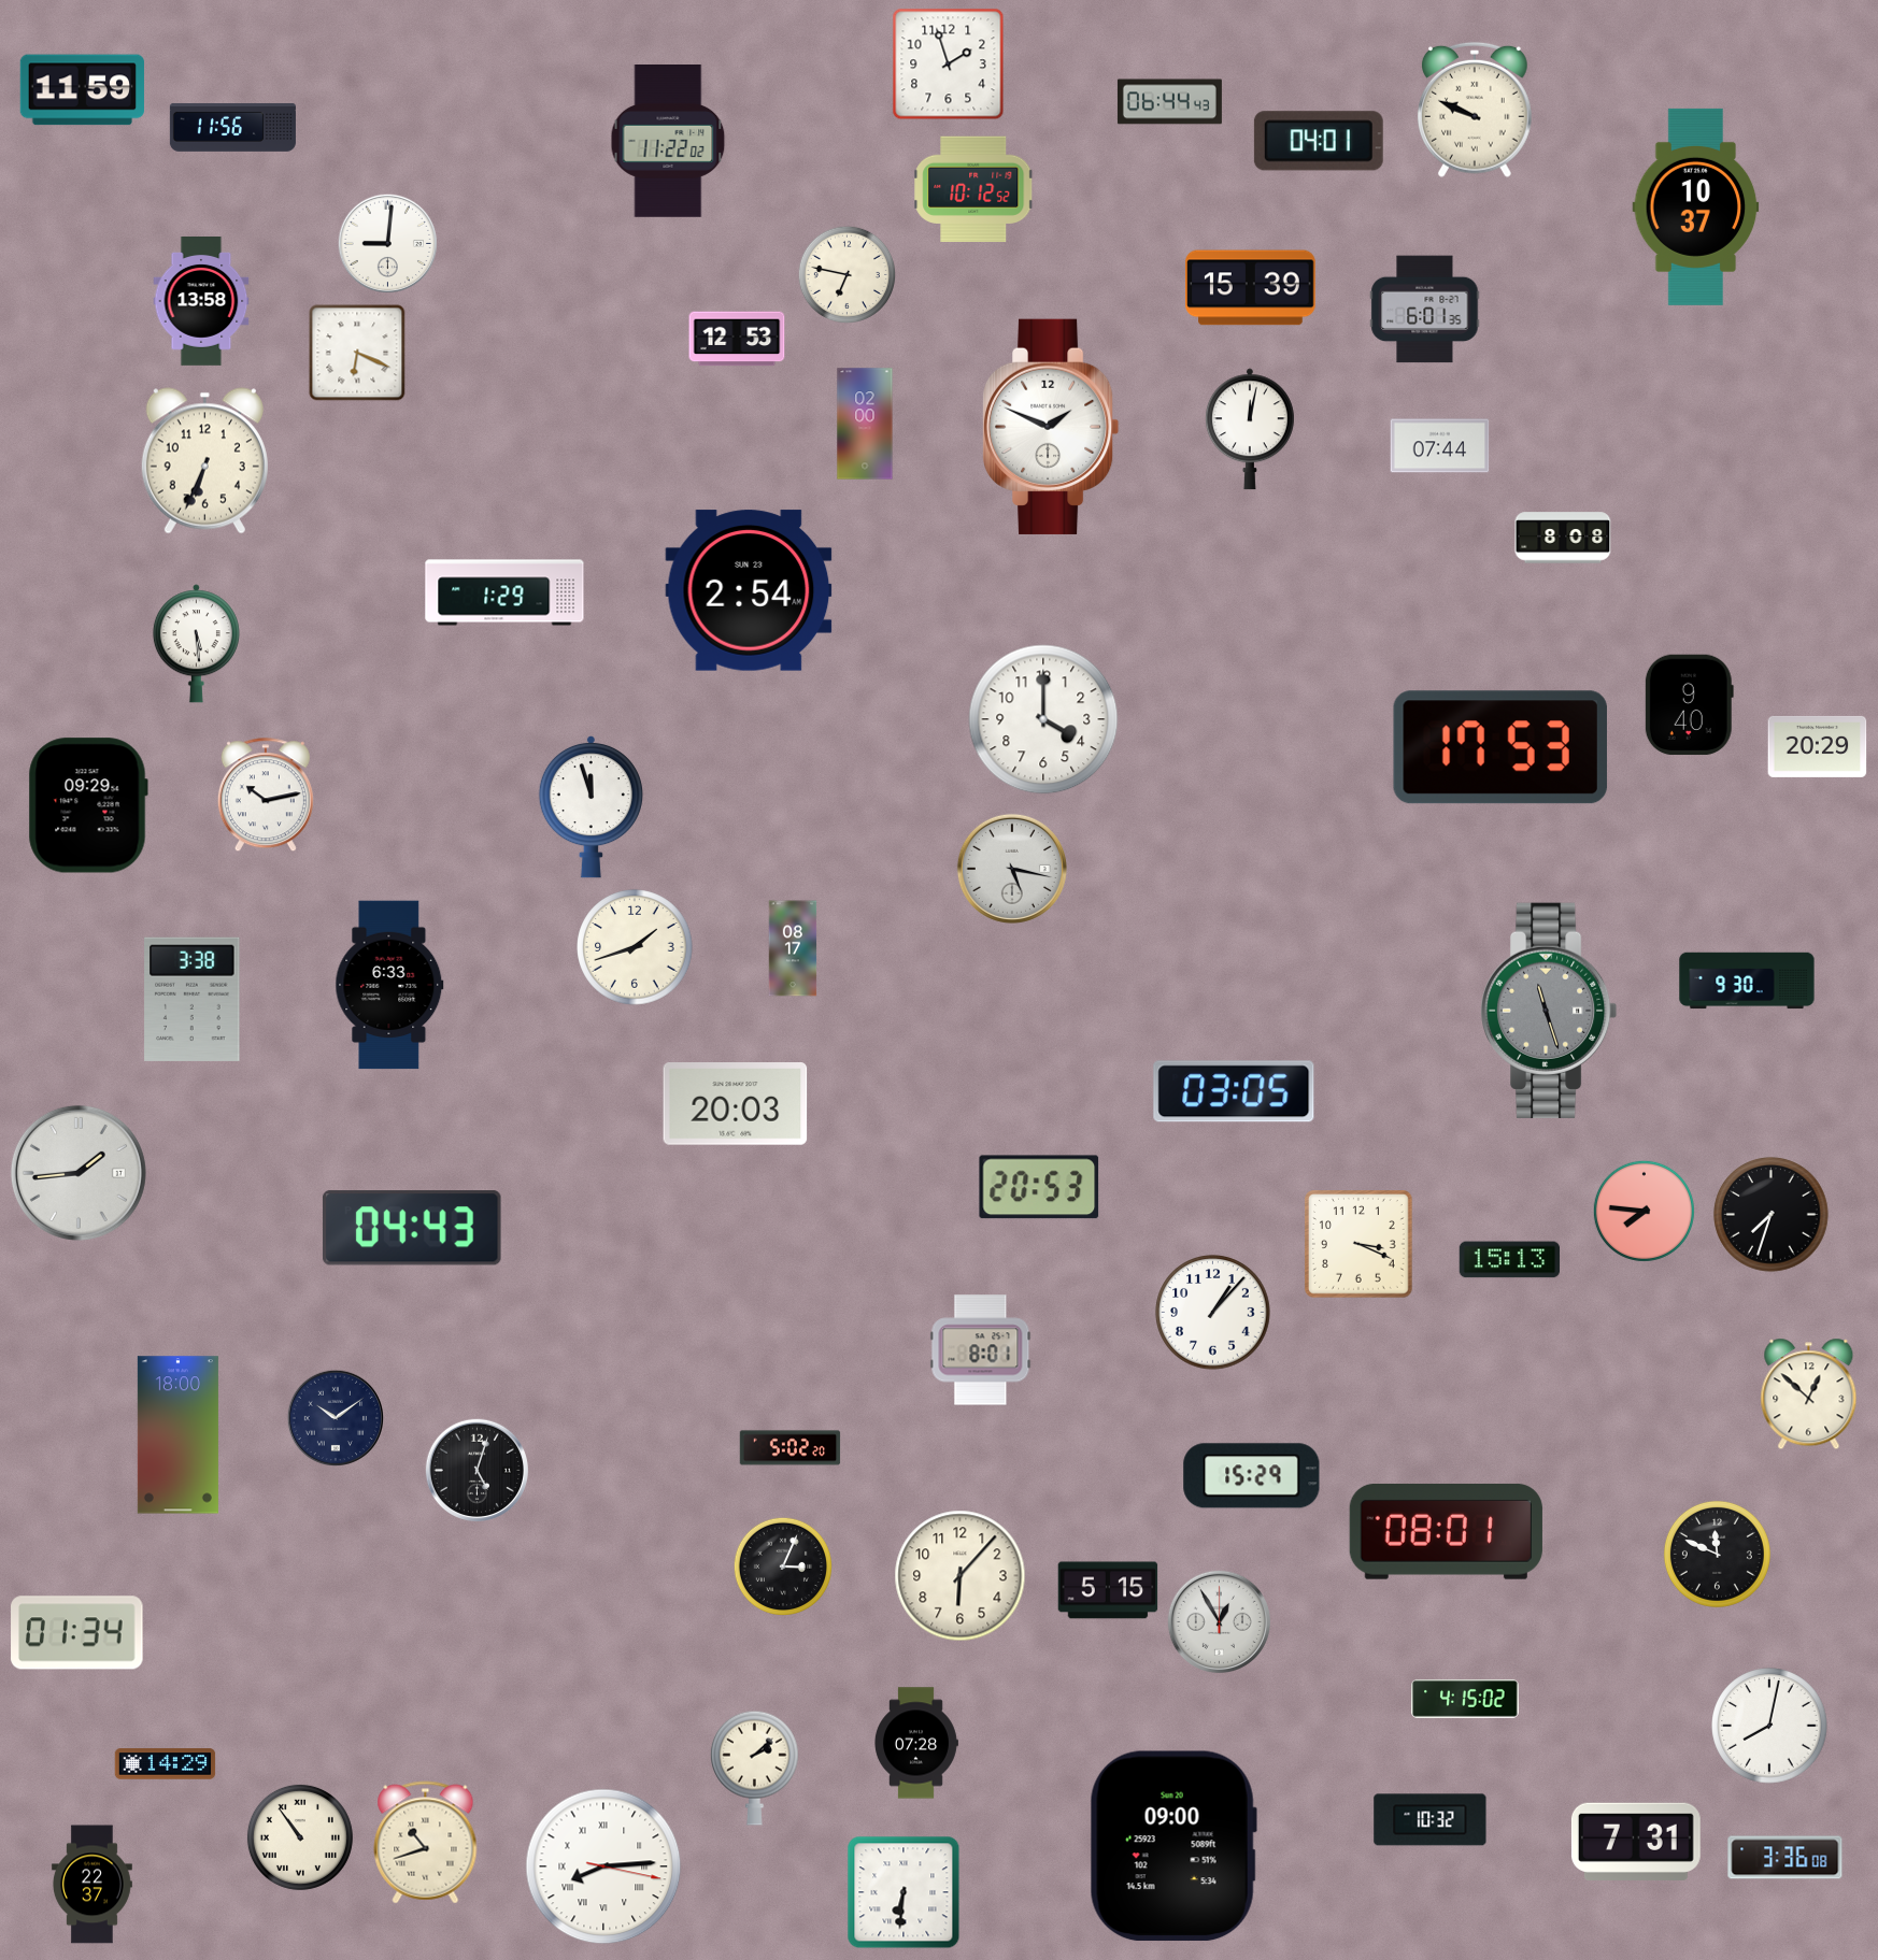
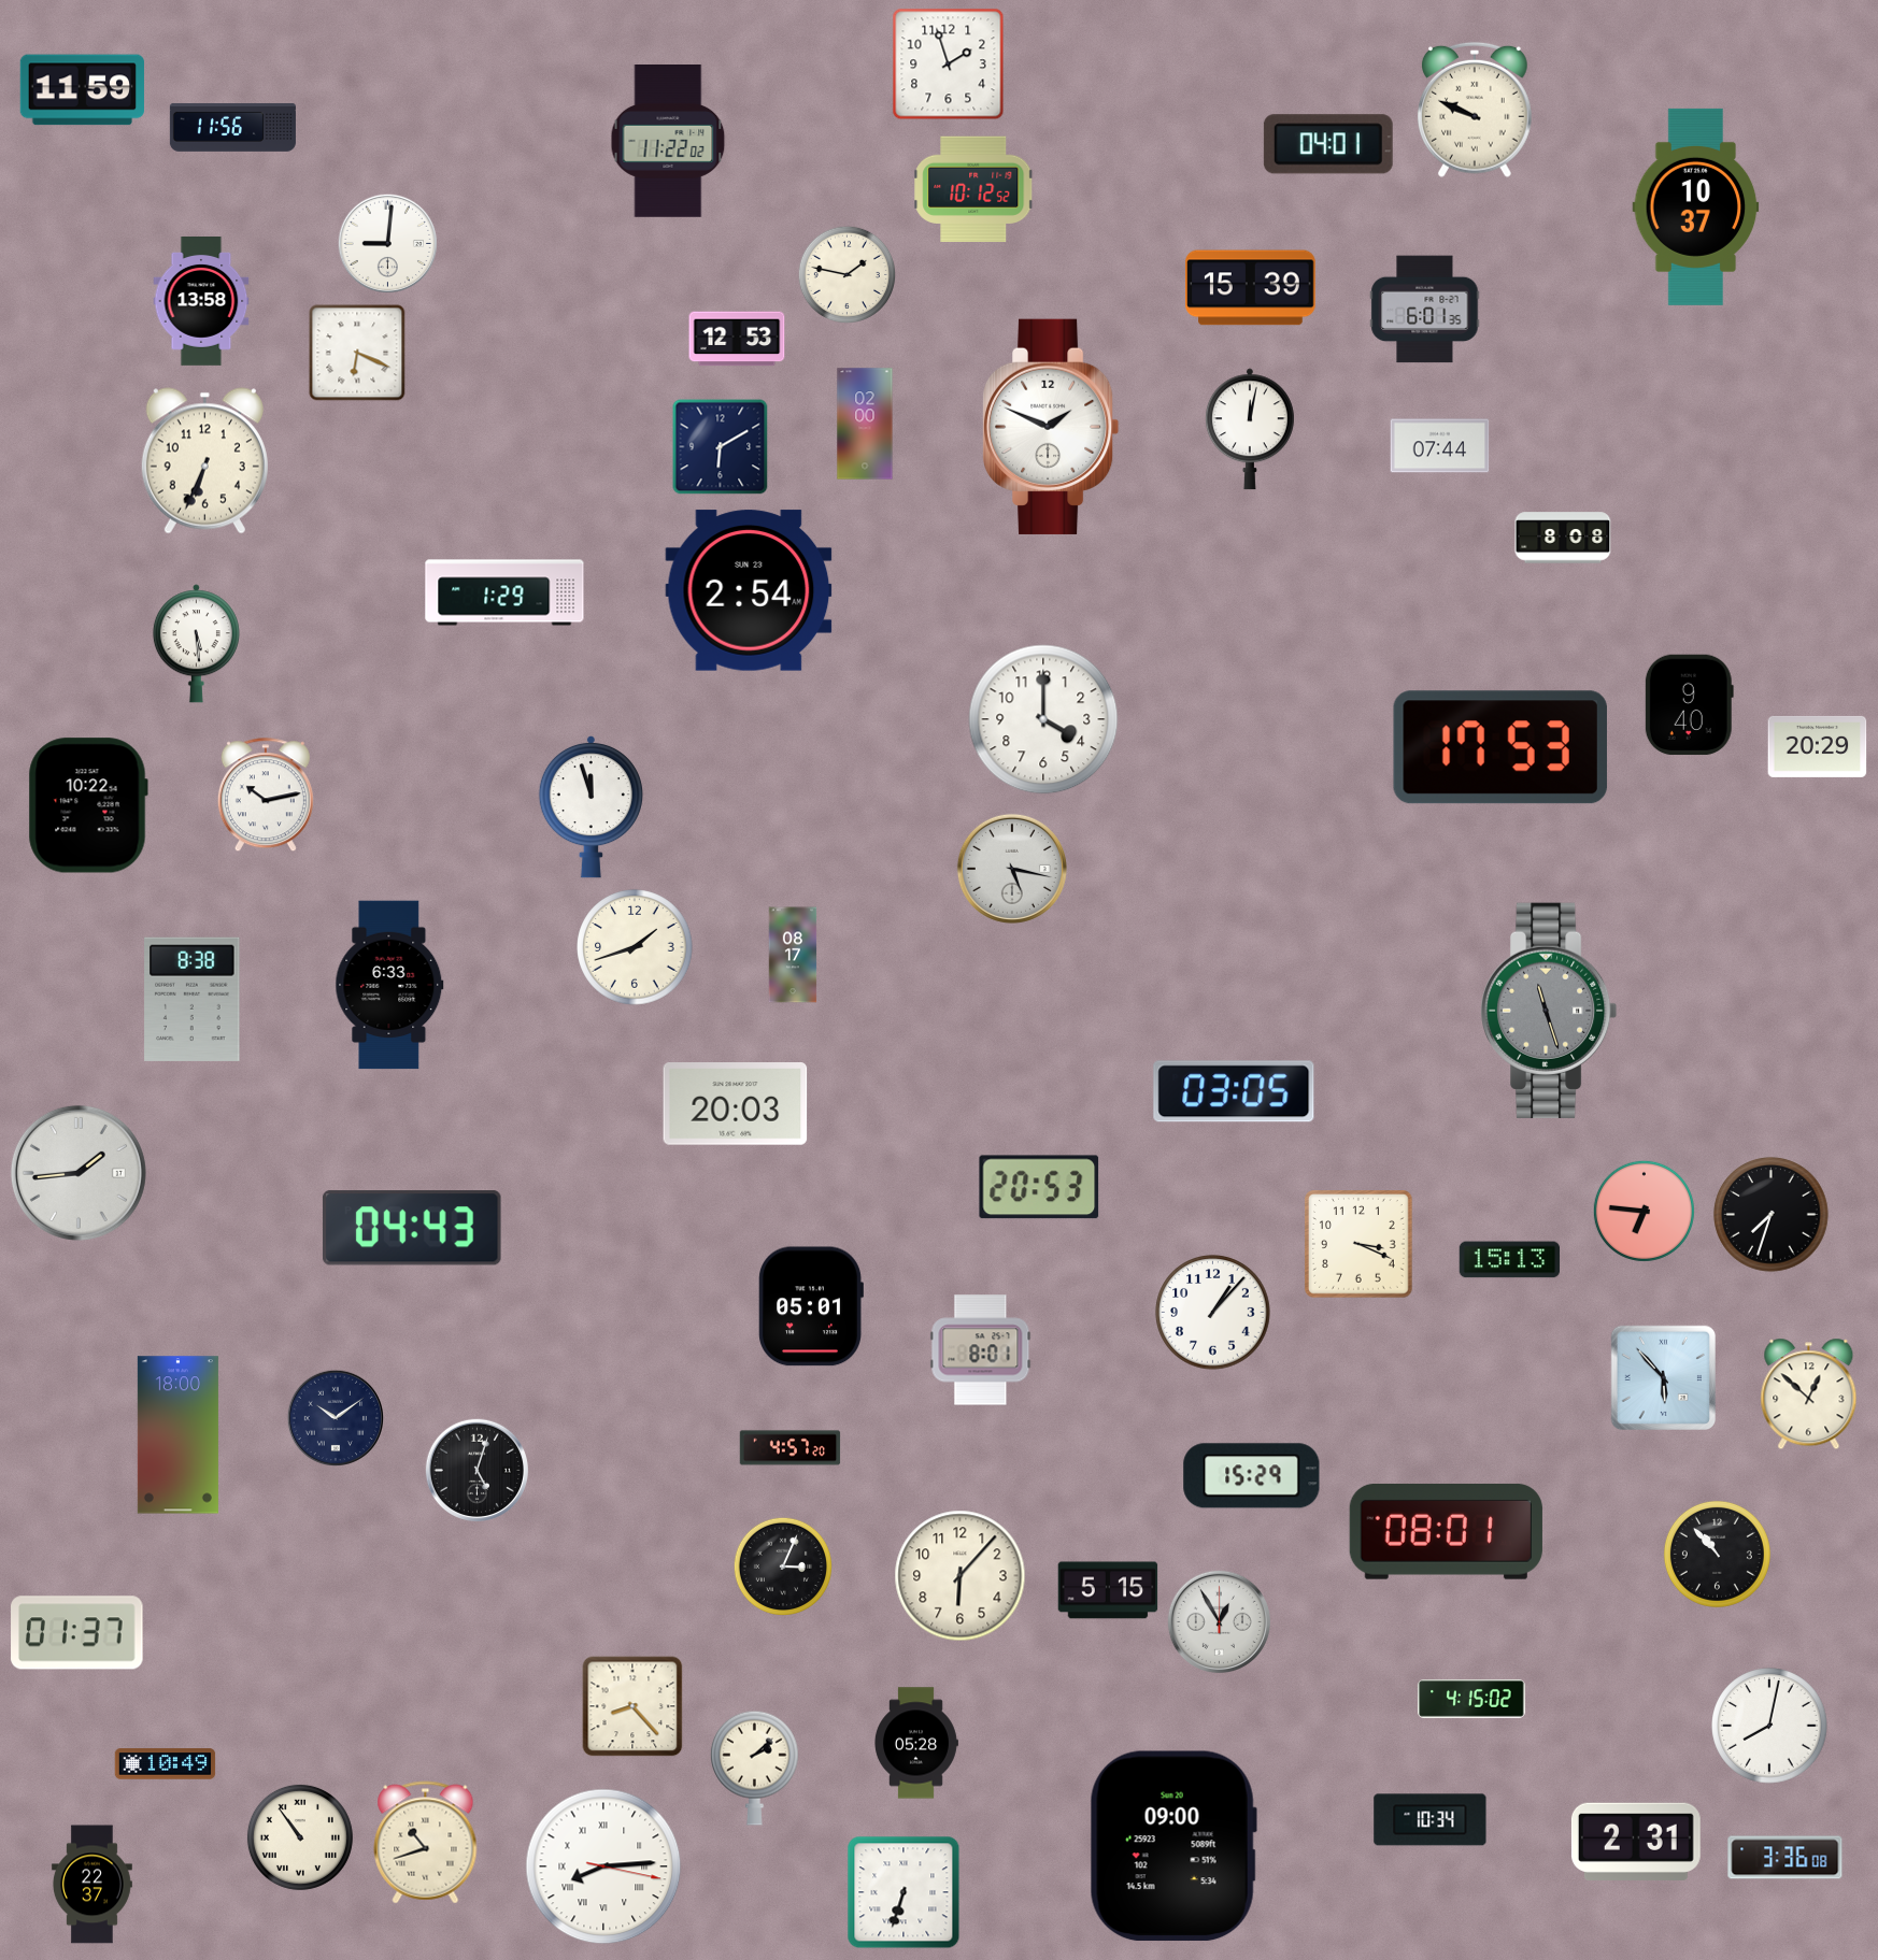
clock at (1169, 102): 06:44 -> none
clock at (1319, 141) position: (1319, 141) -> (1328, 144)
clock at (846, 274): 6:47 -> 1:47
clock at (721, 447): none -> 6:10
clock at (88, 805): 09:29 -> 10:22
clock at (793, 948) position: (793, 948) -> (793, 955)
clock at (1747, 981): 9:30 -> none
clock at (193, 999): 3:38 -> 8:38
clock at (1644, 1211): 7:46 -> 6:46
clock at (811, 1306): none -> 05:01
clock at (1663, 1377): none -> 5:53
clock at (791, 1448): 5:02 -> 4:57
clock at (1717, 1554): 11:49 -> 10:53
clock at (77, 1633): 01:34 -> 01:37
clock at (1465, 1699) position: (1465, 1699) -> (1471, 1699)
clock at (632, 1706): none -> 8:23
clock at (916, 1743): 07:28 -> 05:28
clock at (166, 1764): 14:29 -> 10:49
clock at (1431, 1820): 10:32 -> 10:34
clock at (1636, 1842): 7:31 -> 2:31
clock at (904, 1892): 6:31 -> 6:33
